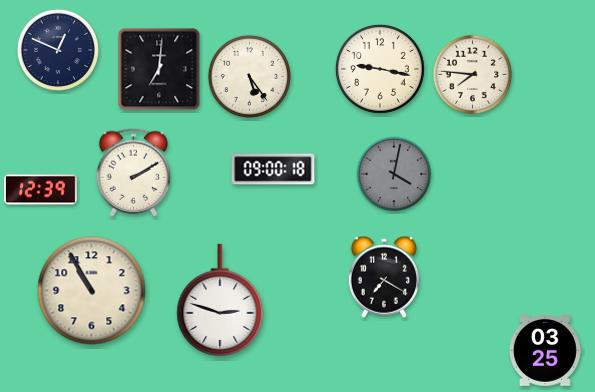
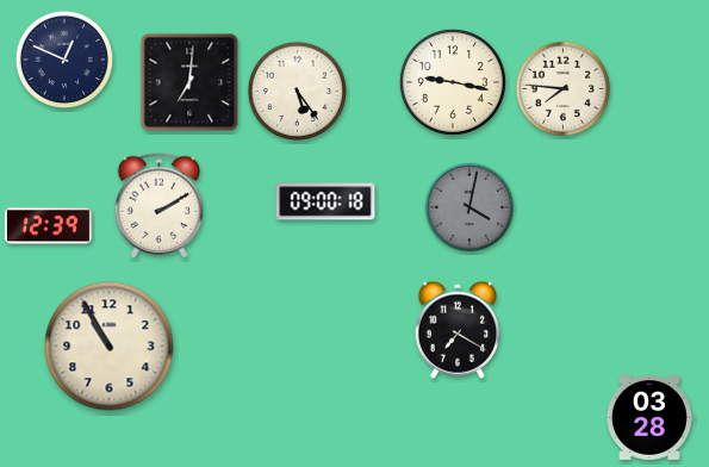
clock at (57, 49) position: (57, 49) -> (63, 58)
clock at (220, 300): 2:48 -> none
clock at (545, 351): 03:25 -> 03:28
